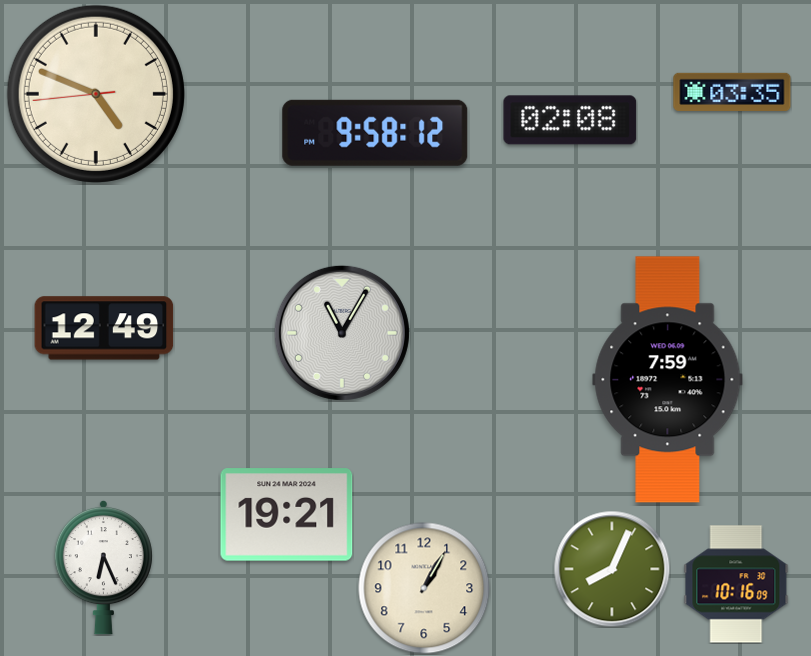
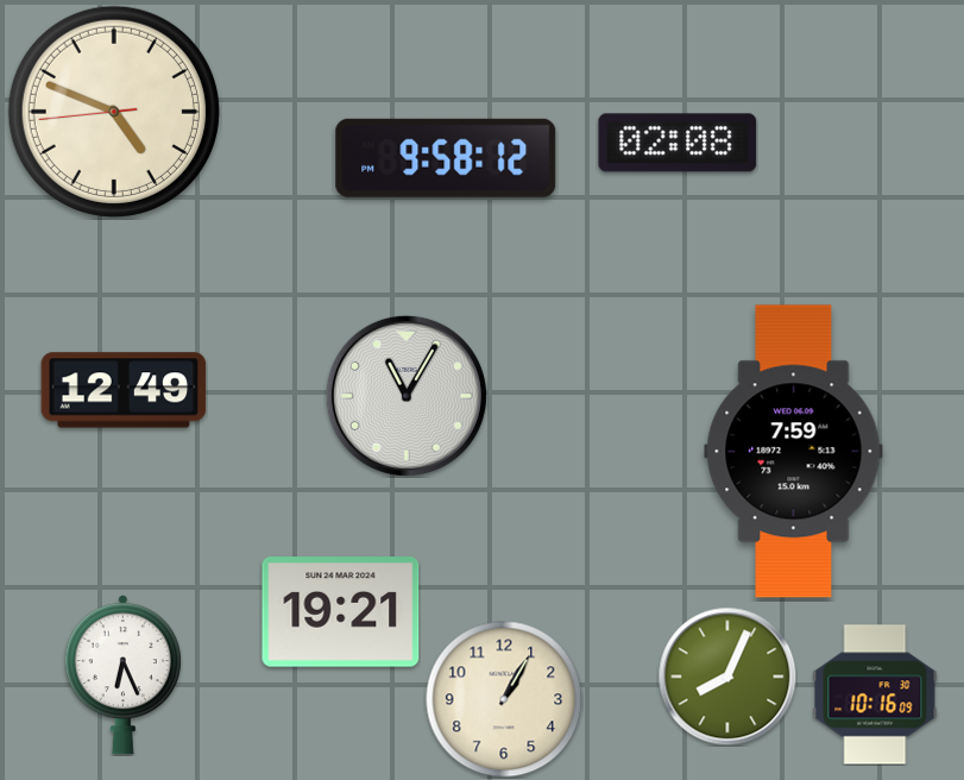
clock at (732, 92): 03:35 -> none
